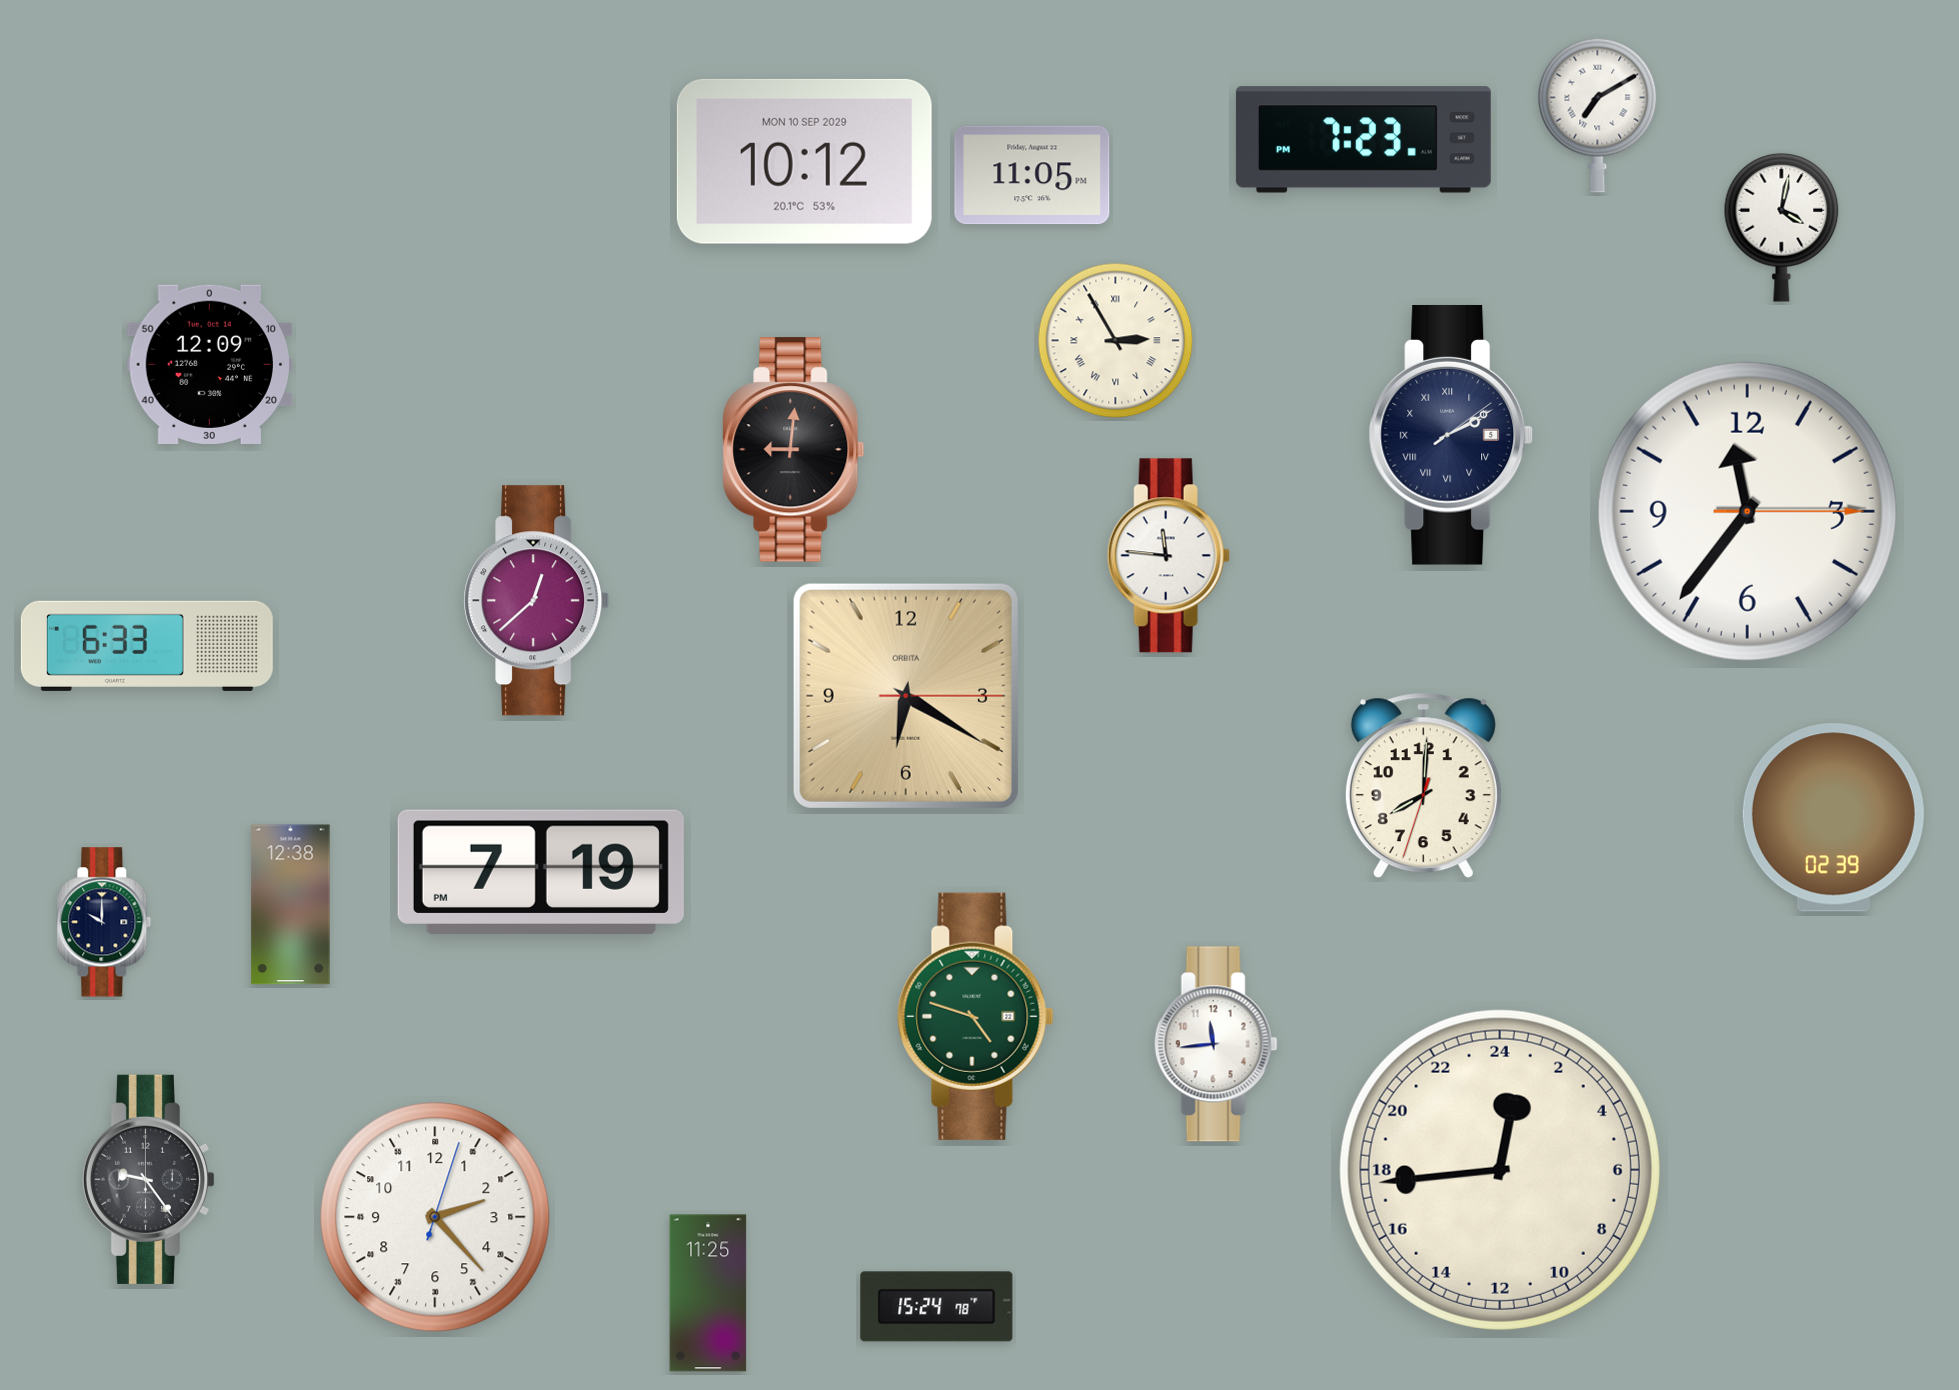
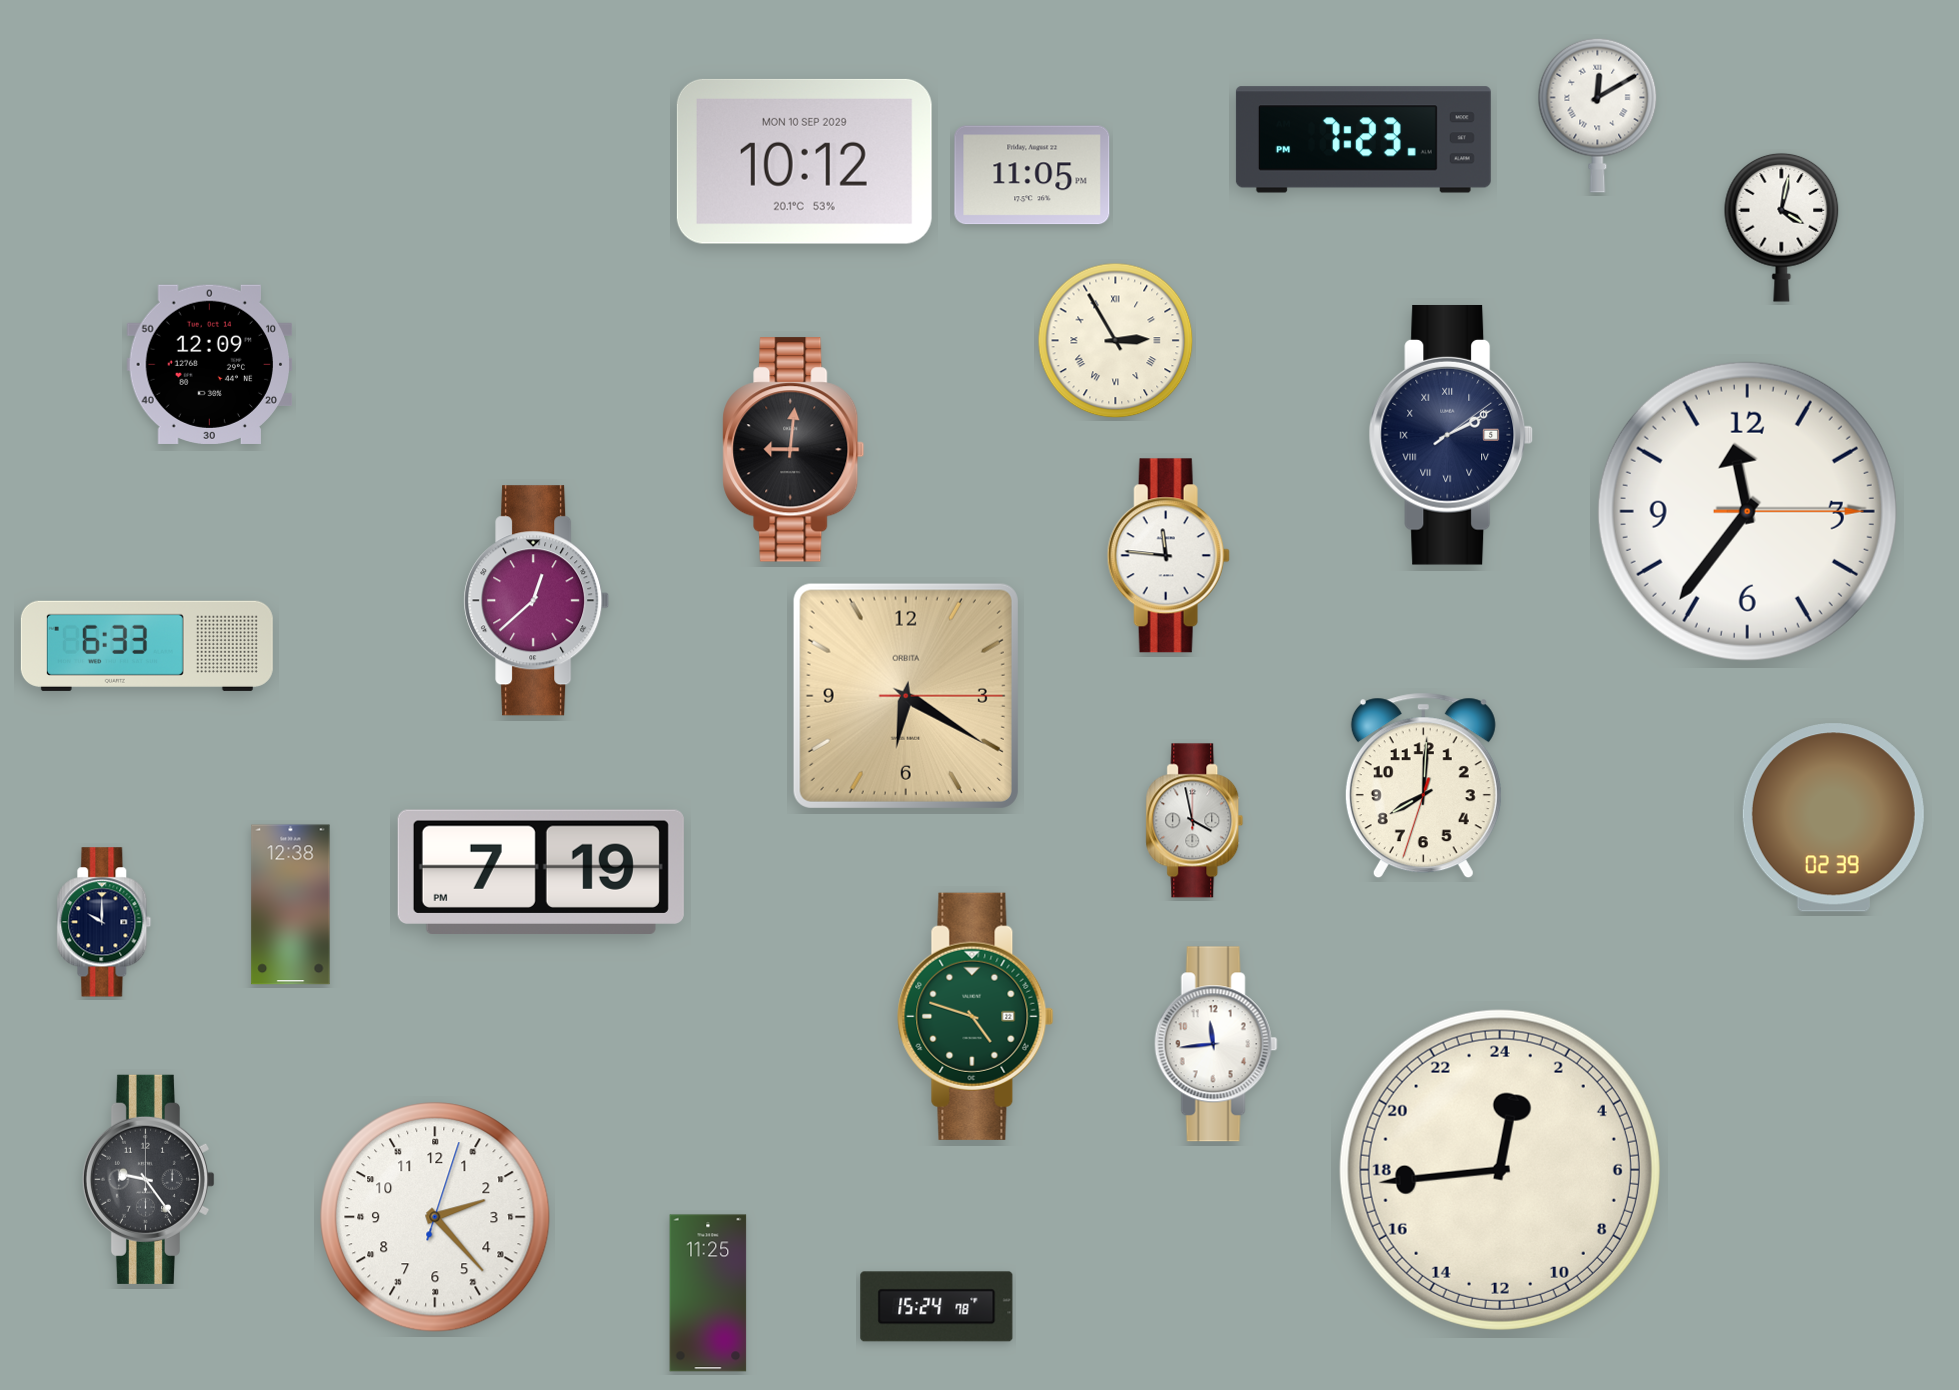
clock at (1598, 115): 7:10 -> 12:10
clock at (1195, 821): none -> 3:58
